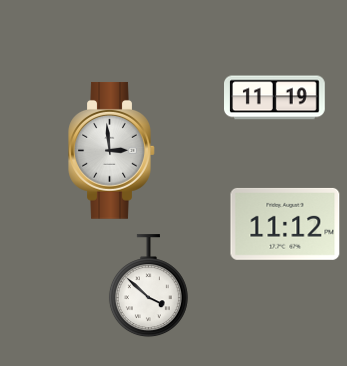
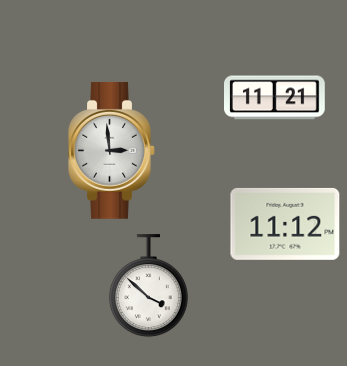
clock at (275, 98): 11:19 -> 11:21
